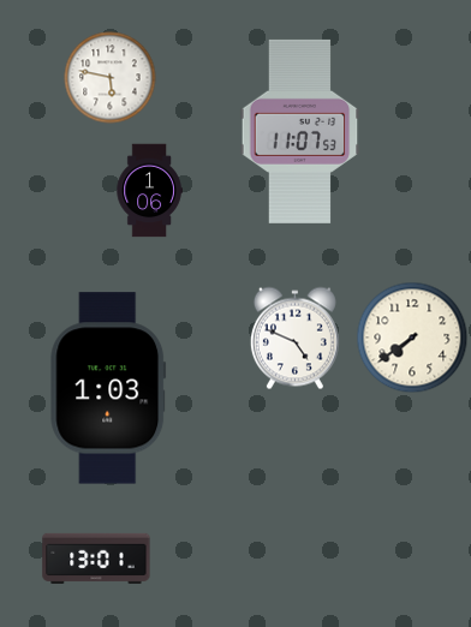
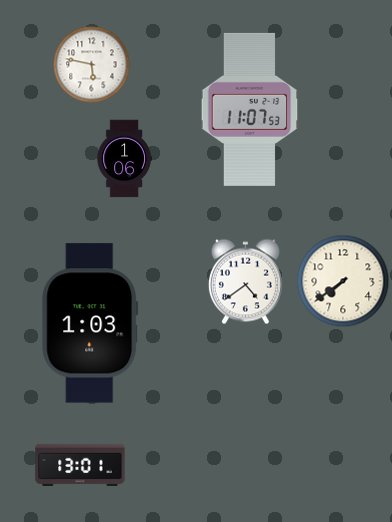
clock at (294, 339): 4:49 -> 4:39
